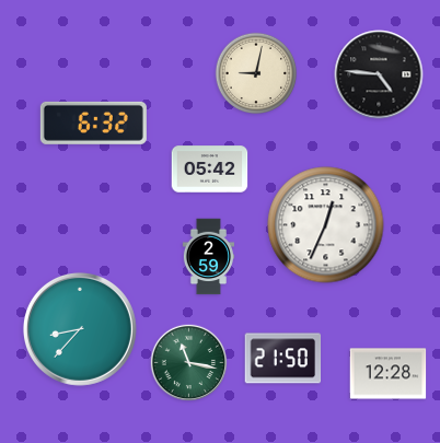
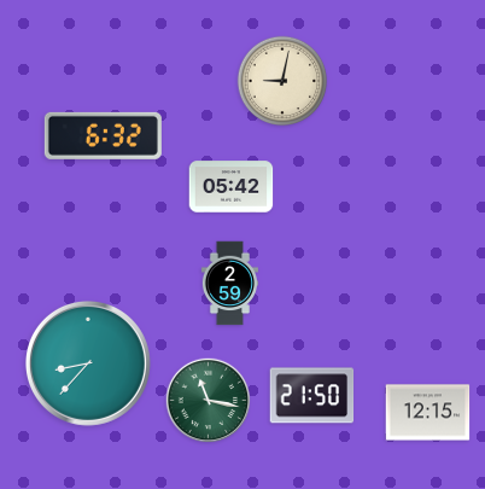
clock at (379, 74): 4:46 -> none
clock at (326, 225): 12:34 -> none
clock at (389, 374): 12:28 -> 12:15
